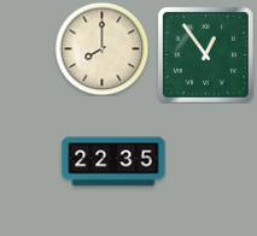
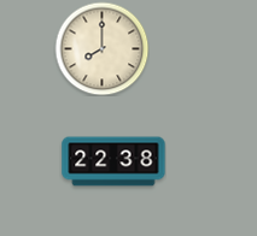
clock at (205, 54): 12:54 -> none
clock at (113, 161): 22:35 -> 22:38
